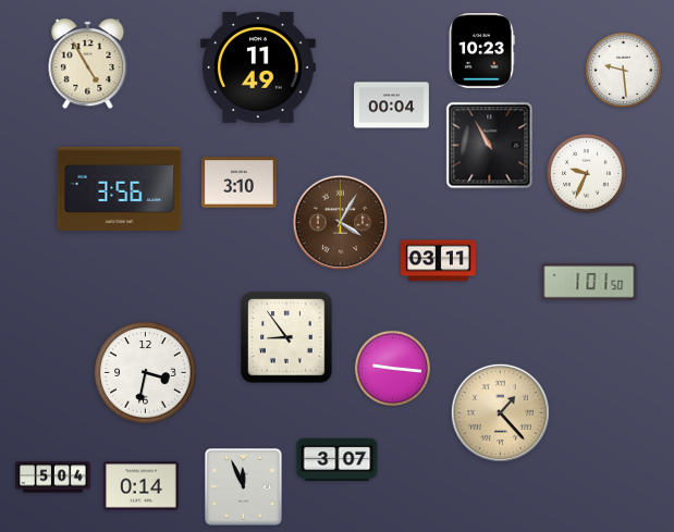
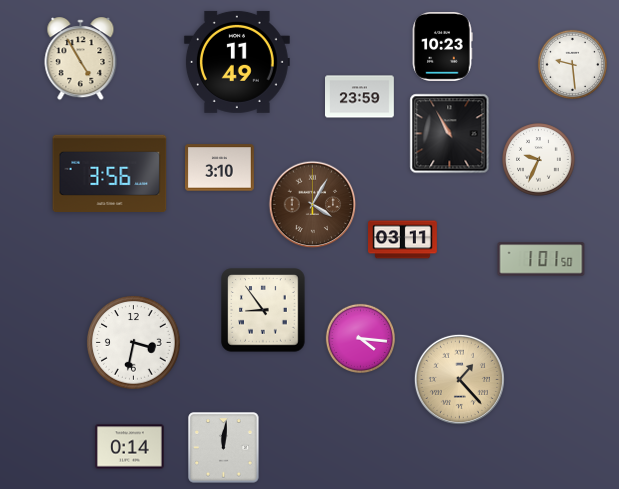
clock at (392, 106): 00:04 -> 23:59
clock at (392, 368): 9:16 -> 4:16
clock at (338, 459): 3:07 -> none
clock at (53, 478): 5:04 -> none
clock at (244, 487): 11:56 -> 12:01
